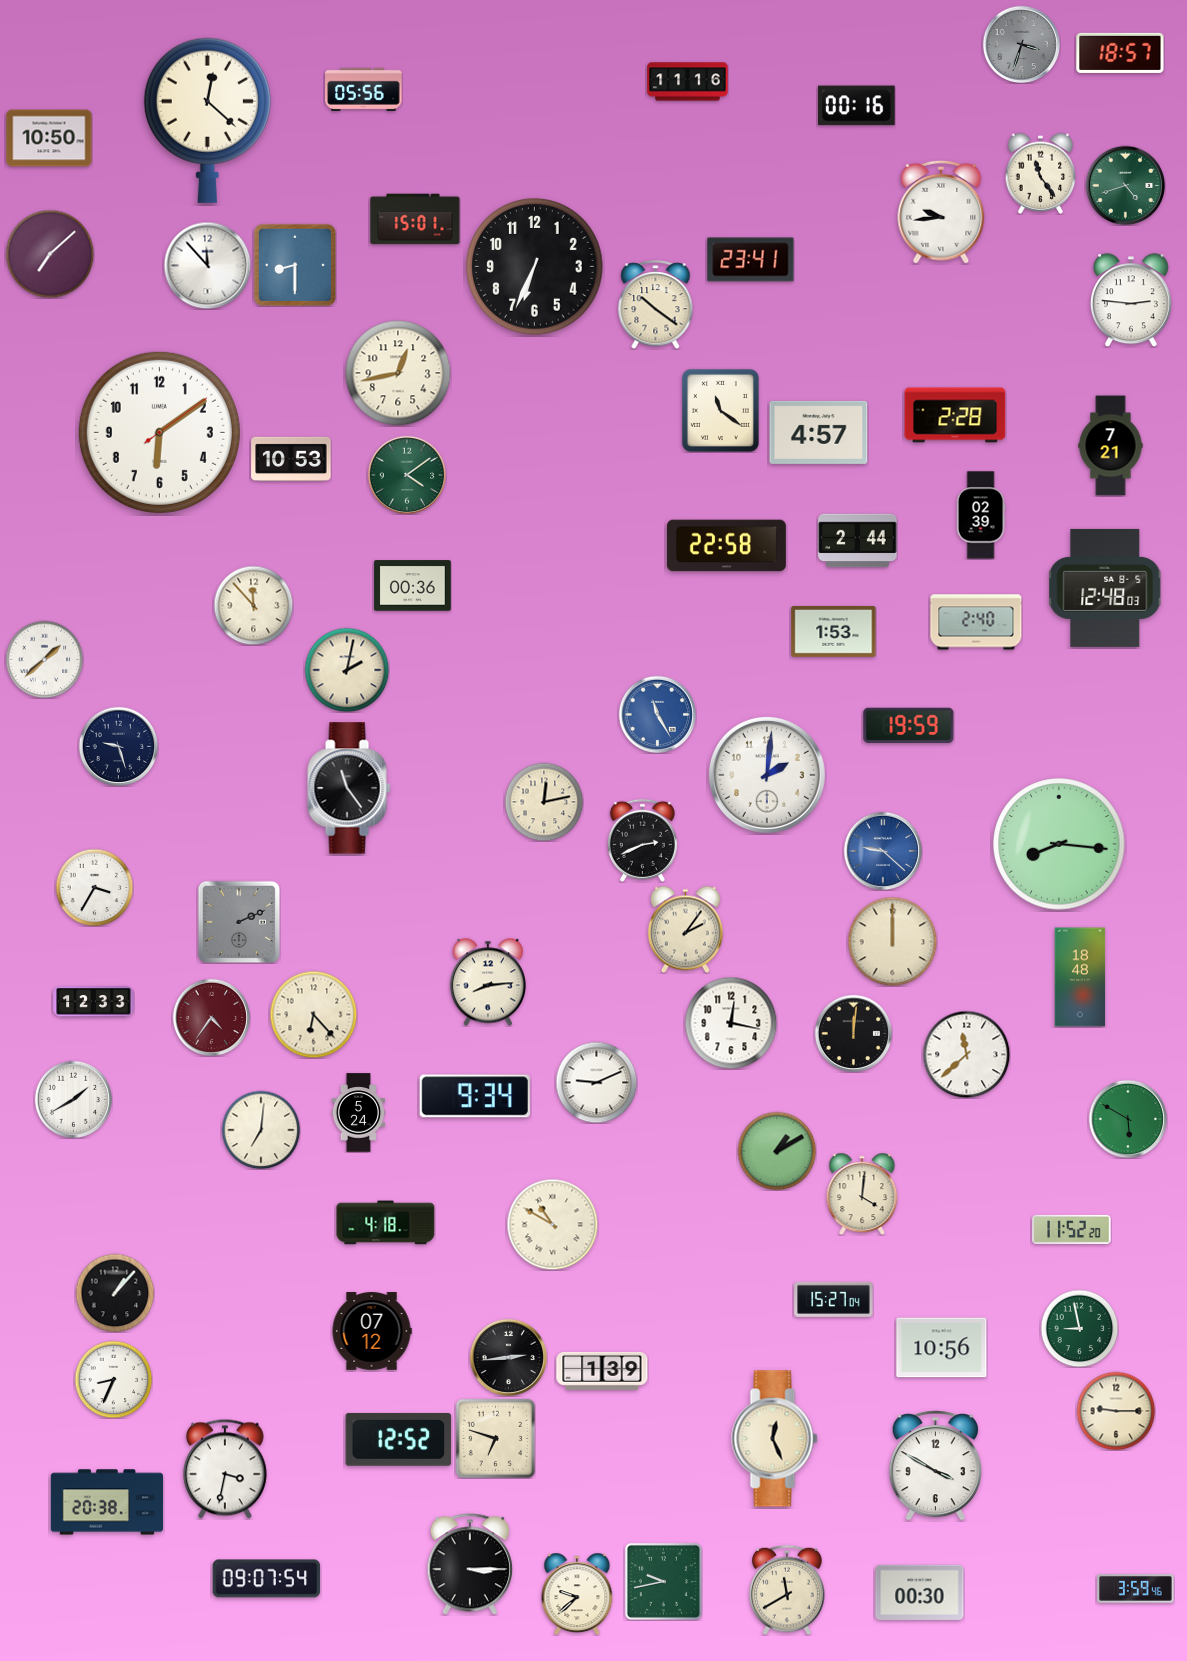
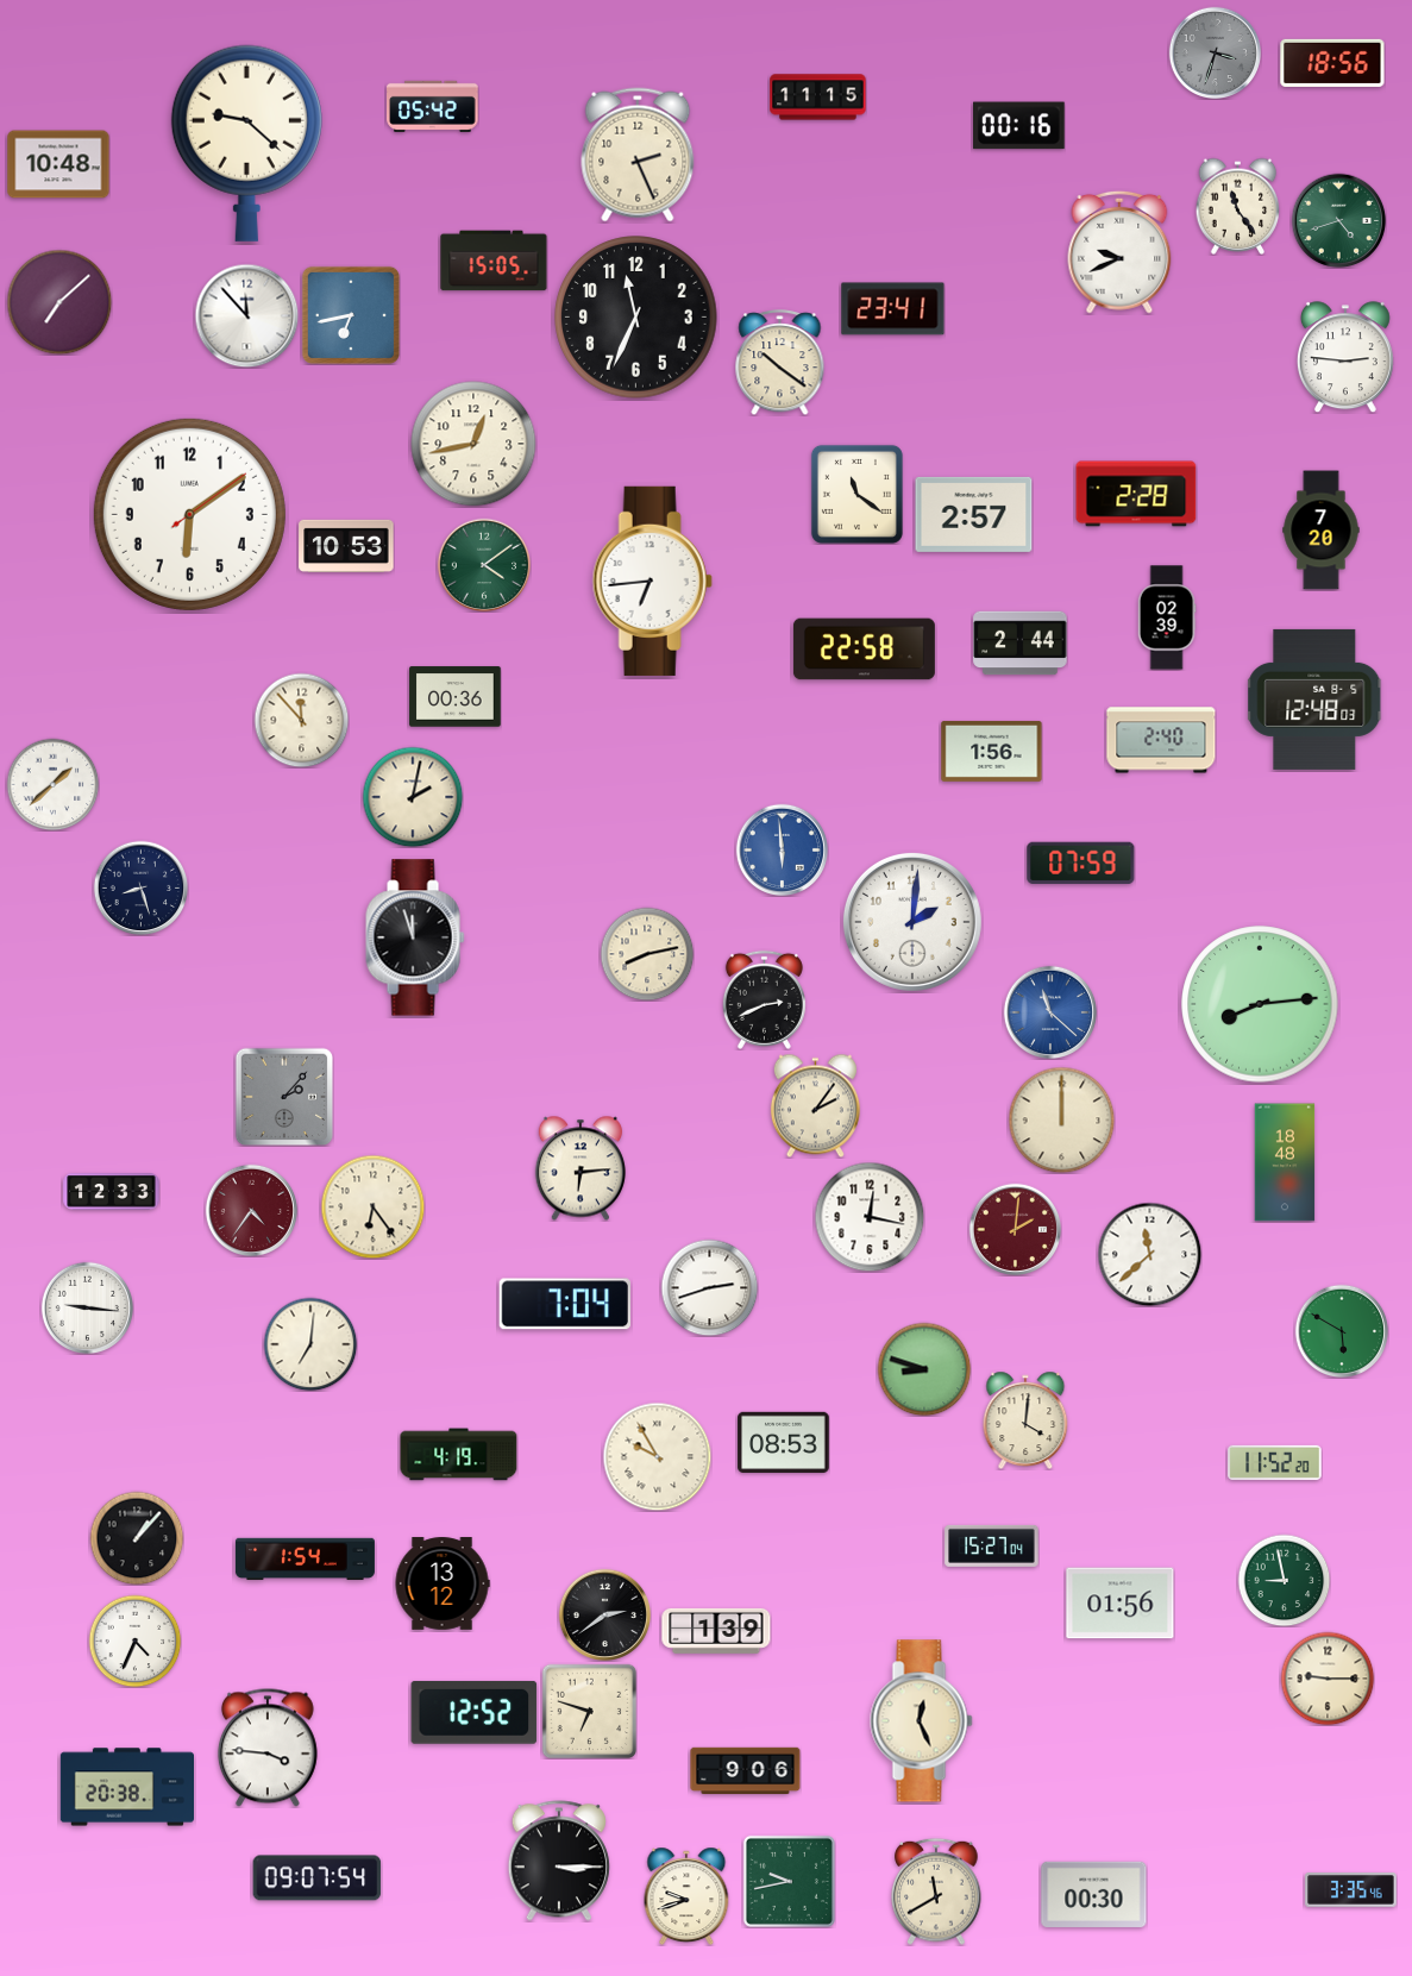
clock at (1120, 53): 18:57 -> 18:56
clock at (688, 82): 11:16 -> 11:15
clock at (364, 89): 05:56 -> 05:42
clock at (207, 120): 12:22 -> 9:22
clock at (638, 155): none -> 2:26
clock at (49, 138): 10:50 -> 10:48
clock at (941, 212): 9:44 -> 9:41
clock at (415, 219): 15:01 -> 15:05
clock at (295, 265): 8:30 -> 6:43
clock at (535, 267): 6:34 -> 11:34
clock at (720, 410) position: (720, 410) -> (856, 494)
clock at (819, 432): 4:57 -> 2:57
clock at (1111, 446): 7:21 -> 7:20
clock at (652, 581): none -> 6:44
clock at (981, 515) position: (981, 515) -> (1167, 617)
clock at (413, 586) position: (413, 586) -> (456, 697)
clock at (834, 631): 1:53 -> 1:56
clock at (657, 714): 11:25 -> 5:59
clock at (909, 725): 19:59 -> 07:59
clock at (118, 746): 9:27 -> 8:27
clock at (349, 788): 11:24 -> 11:57
clock at (544, 802): 12:13 -> 8:13
clock at (1059, 844): 8:16 -> 8:14
clock at (883, 851): 9:22 -> 11:22
clock at (94, 887): 3:35 -> none
clock at (239, 922): 2:11 -> 2:07
clock at (488, 982): 8:14 -> 6:14
clock at (313, 1014): 6:23 -> 6:24
clock at (853, 1033): 12:01 -> 2:01
clock at (853, 1033) dial: black -> burgundy
clock at (596, 1082): 9:11 -> 2:42
clock at (475, 1096): 9:34 -> 7:04
clock at (73, 1099): 1:40 -> 9:16
clock at (359, 1113): 5:24 -> none
clock at (777, 1151): 1:10 -> 8:48
clock at (784, 1443): none -> 08:53
clock at (386, 1223): 4:18 -> 4:19
clock at (552, 1224): 10:50 -> 9:55
clock at (305, 1560): none -> 1:54
clock at (372, 1331): 07:12 -> 13:12
clock at (942, 1348): 10:56 -> 01:56
clock at (508, 1357): 2:44 -> 2:39
clock at (113, 1379): 8:34 -> 4:34
clock at (775, 1439) position: (775, 1439) -> (922, 1721)
clock at (935, 1466): 3:50 -> none
clock at (225, 1469): 3:32 -> 3:46
clock at (746, 1771): none -> 9:06
clock at (1136, 1589): 3:59 -> 3:35
clock at (577, 1594): 9:38 -> 9:42
